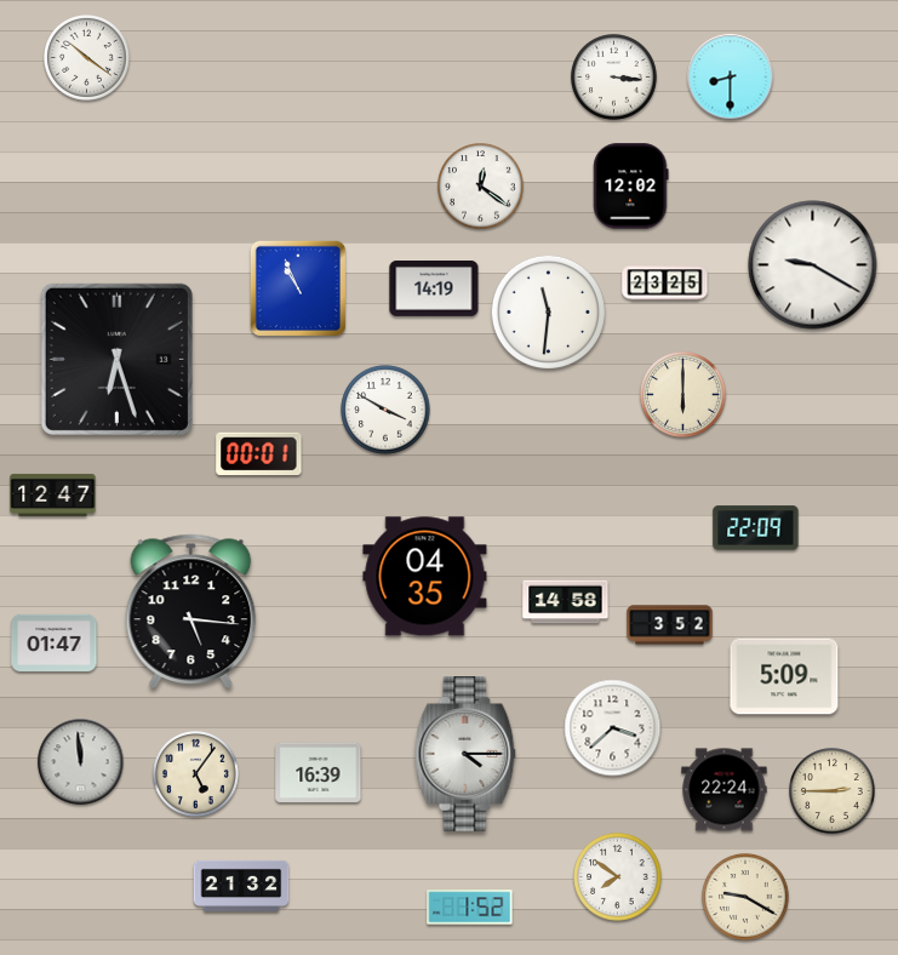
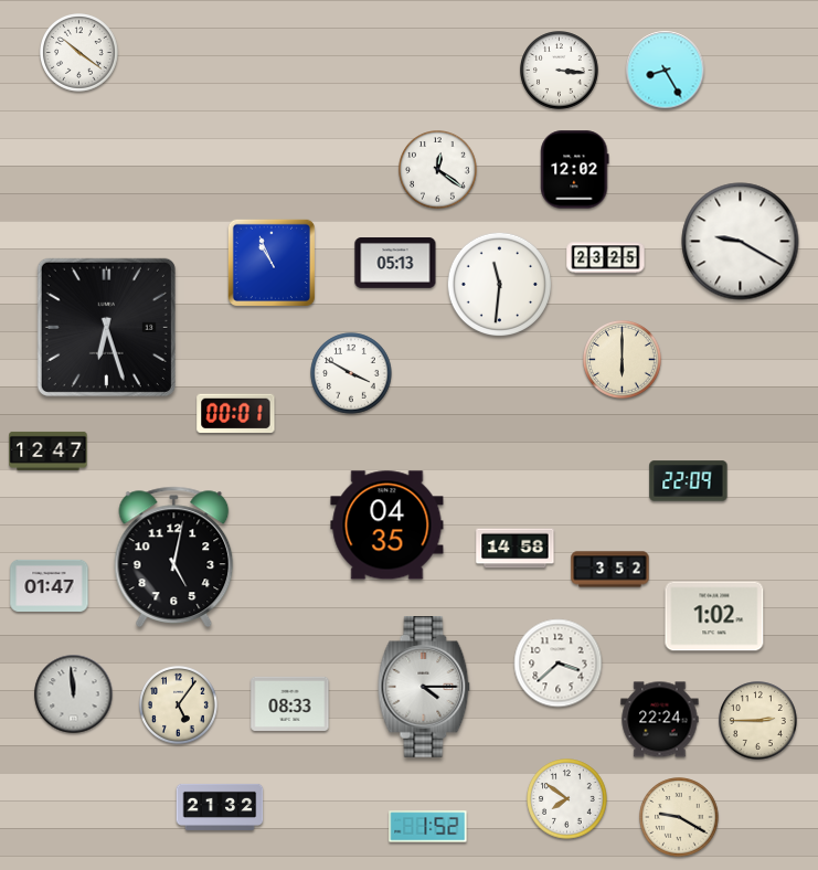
clock at (731, 78): 8:30 -> 8:25
clock at (434, 290): 14:19 -> 05:13
clock at (191, 611): 5:16 -> 5:02
clock at (784, 676): 5:09 -> 1:02
clock at (319, 772): 16:39 -> 08:33
clock at (618, 877) position: (618, 877) -> (567, 799)
